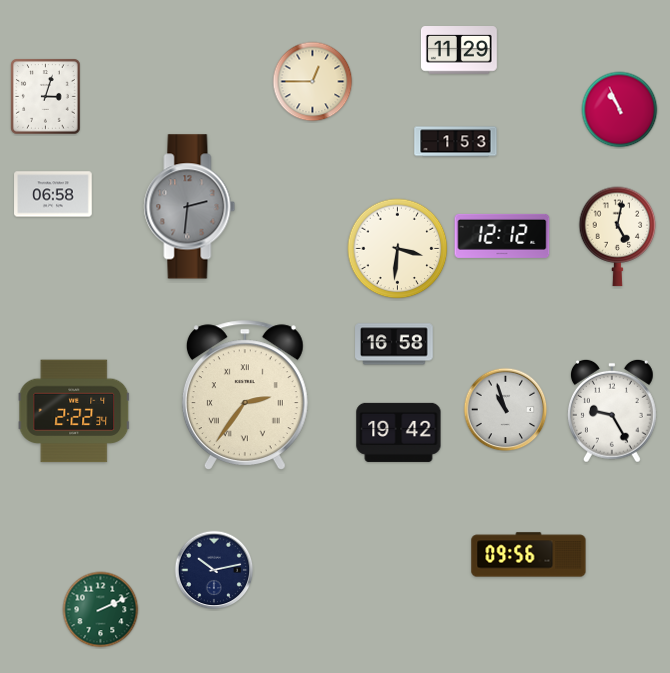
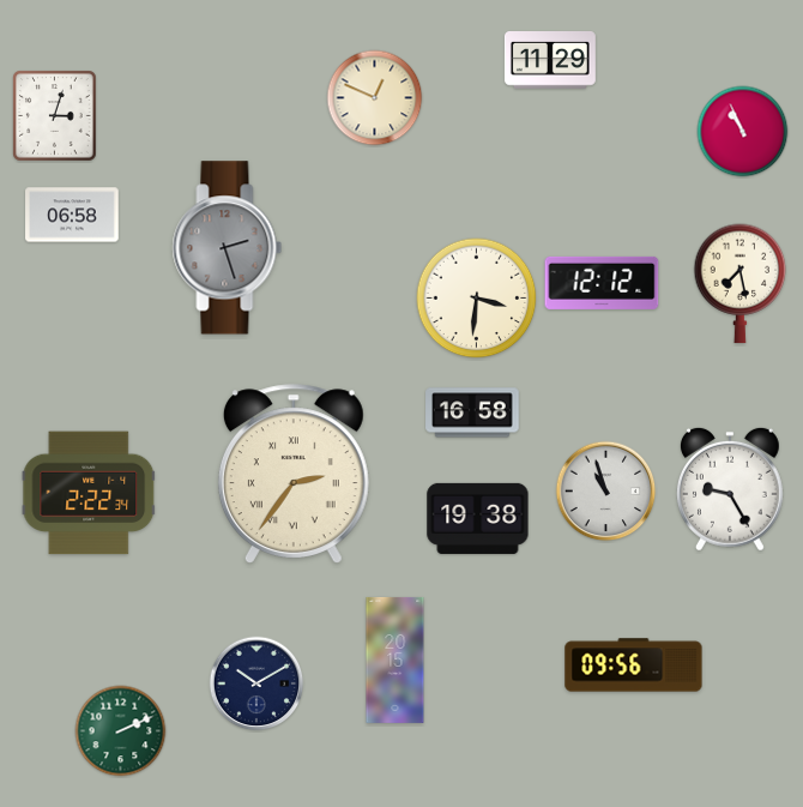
clock at (313, 82): 12:45 -> 12:49
clock at (456, 142): 1:53 -> none
clock at (53, 194) position: (53, 194) -> (72, 215)
clock at (190, 207): 2:31 -> 2:27
clock at (618, 237): 5:02 -> 7:28
clock at (612, 411) position: (612, 411) -> (730, 489)
clock at (399, 432): 19:42 -> 19:38
clock at (396, 660): none -> 20:15
clock at (214, 570): 10:13 -> 10:10
